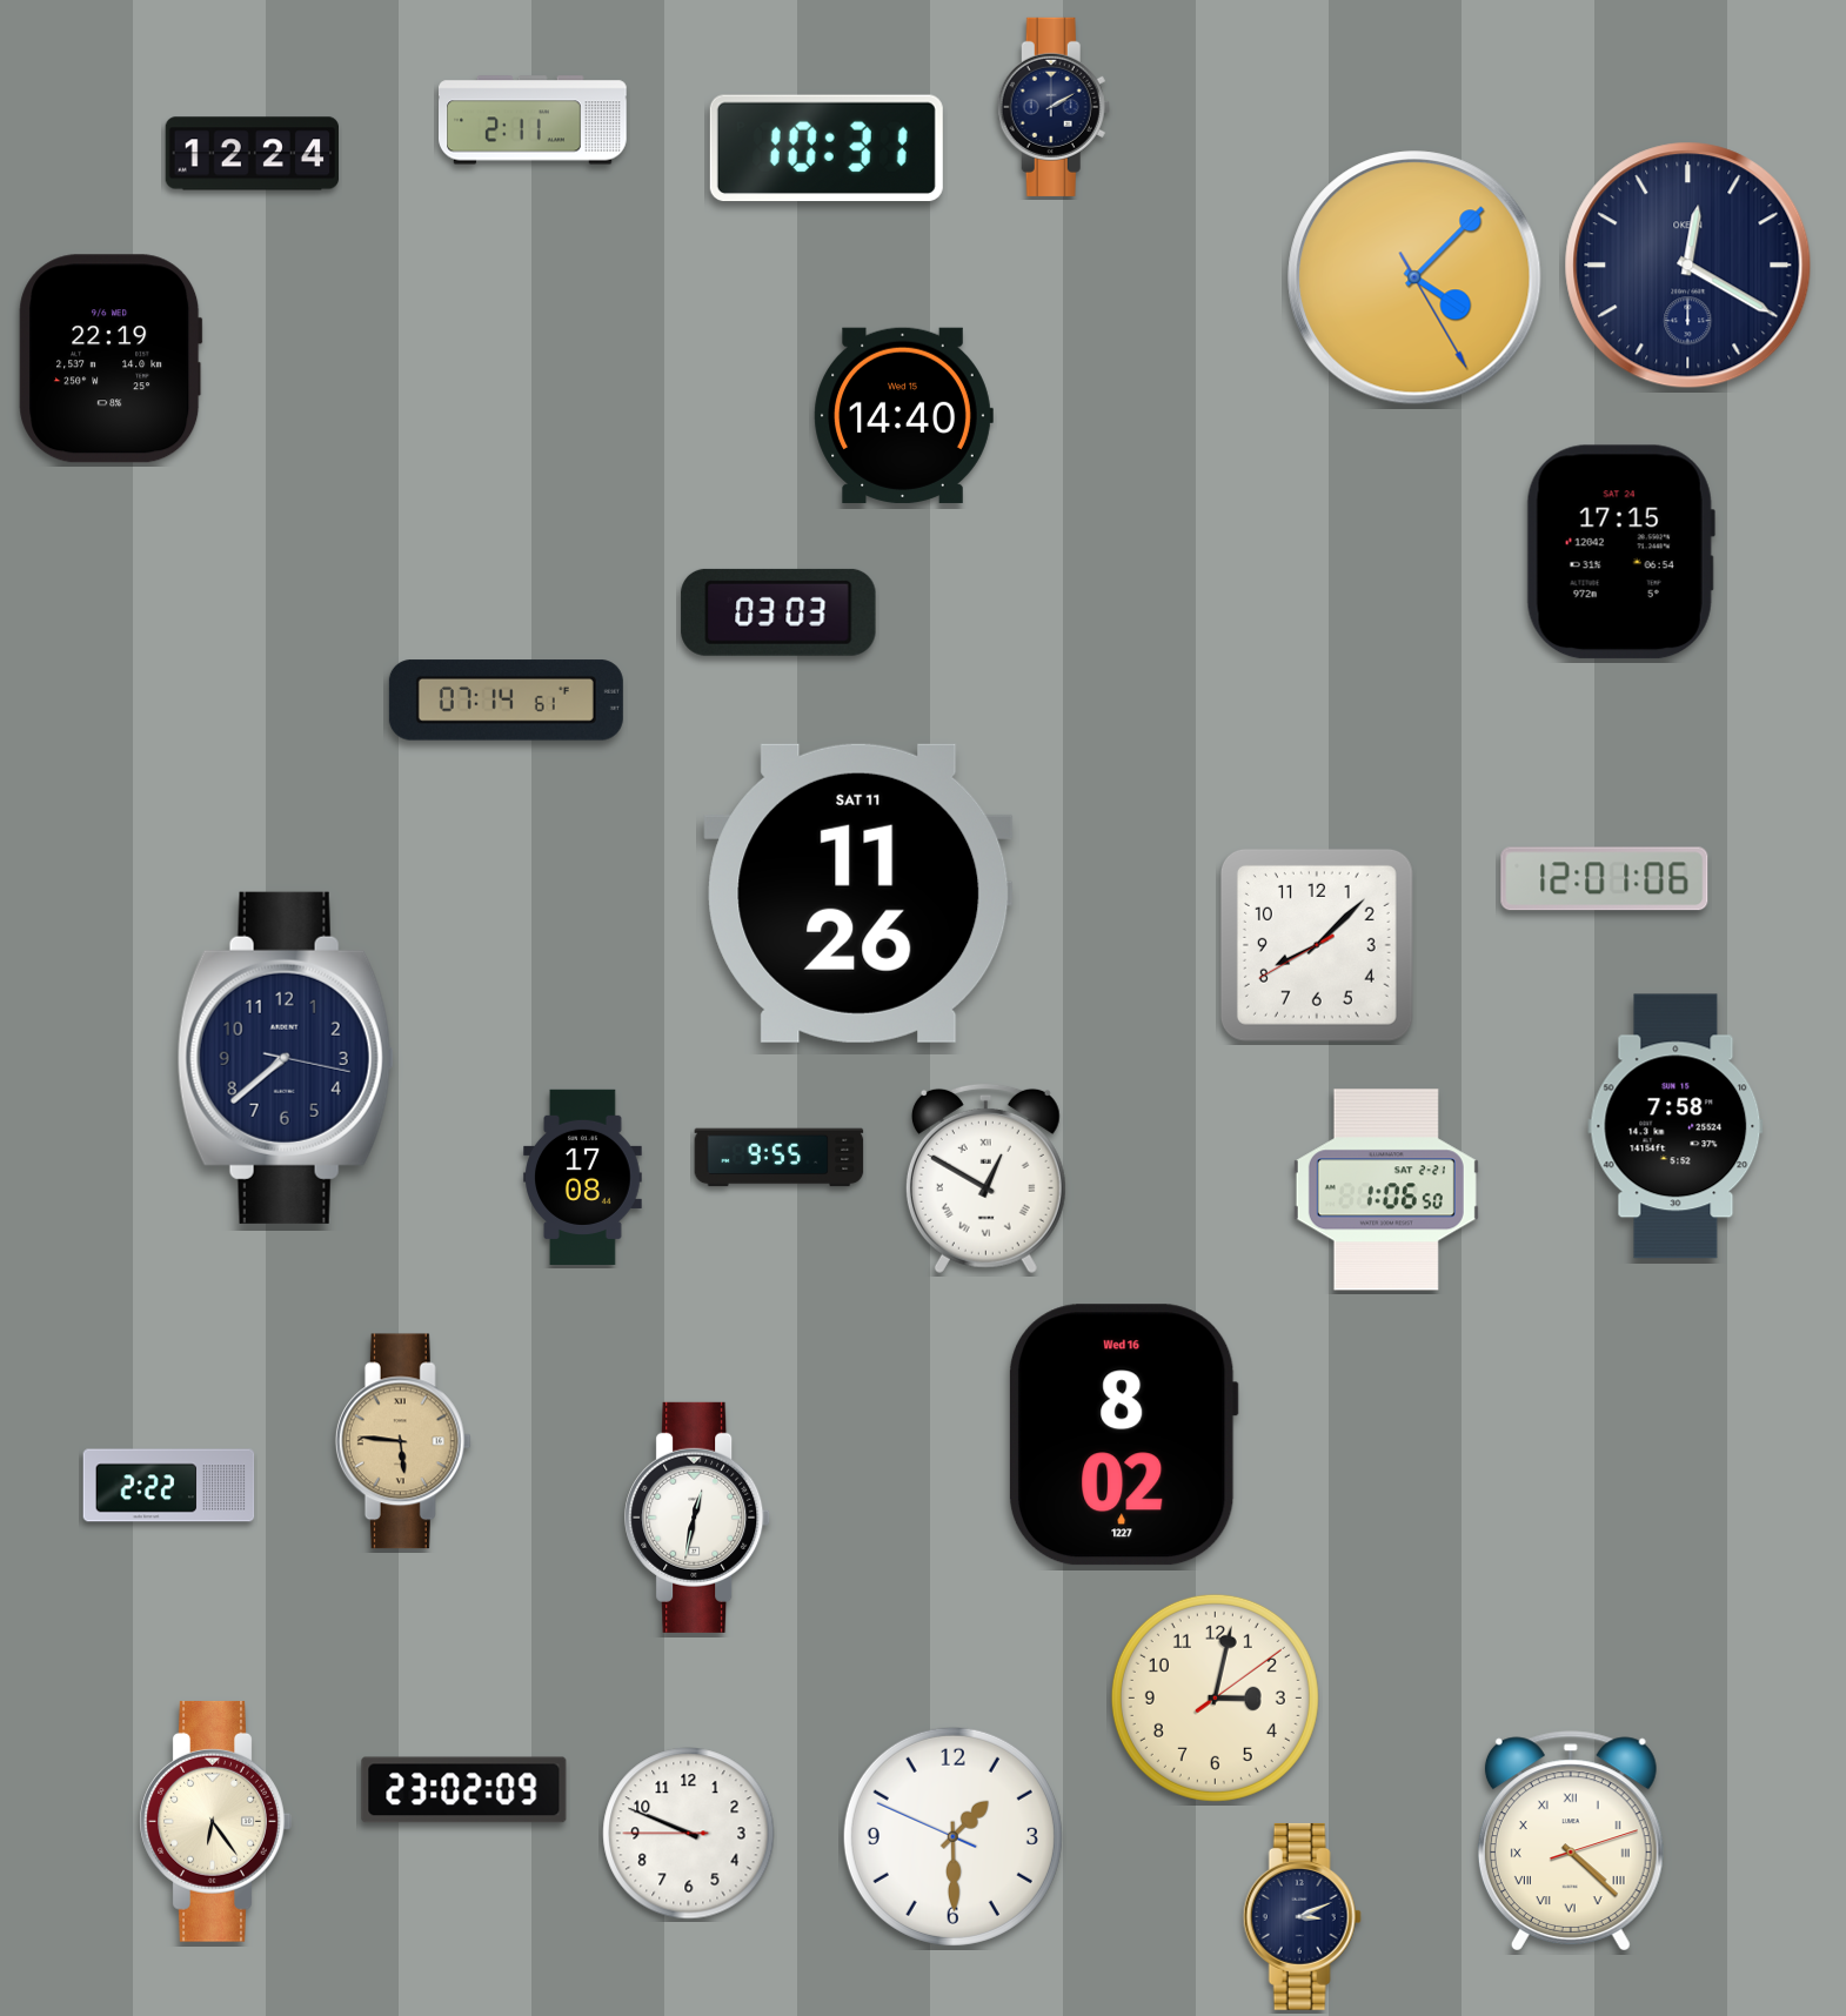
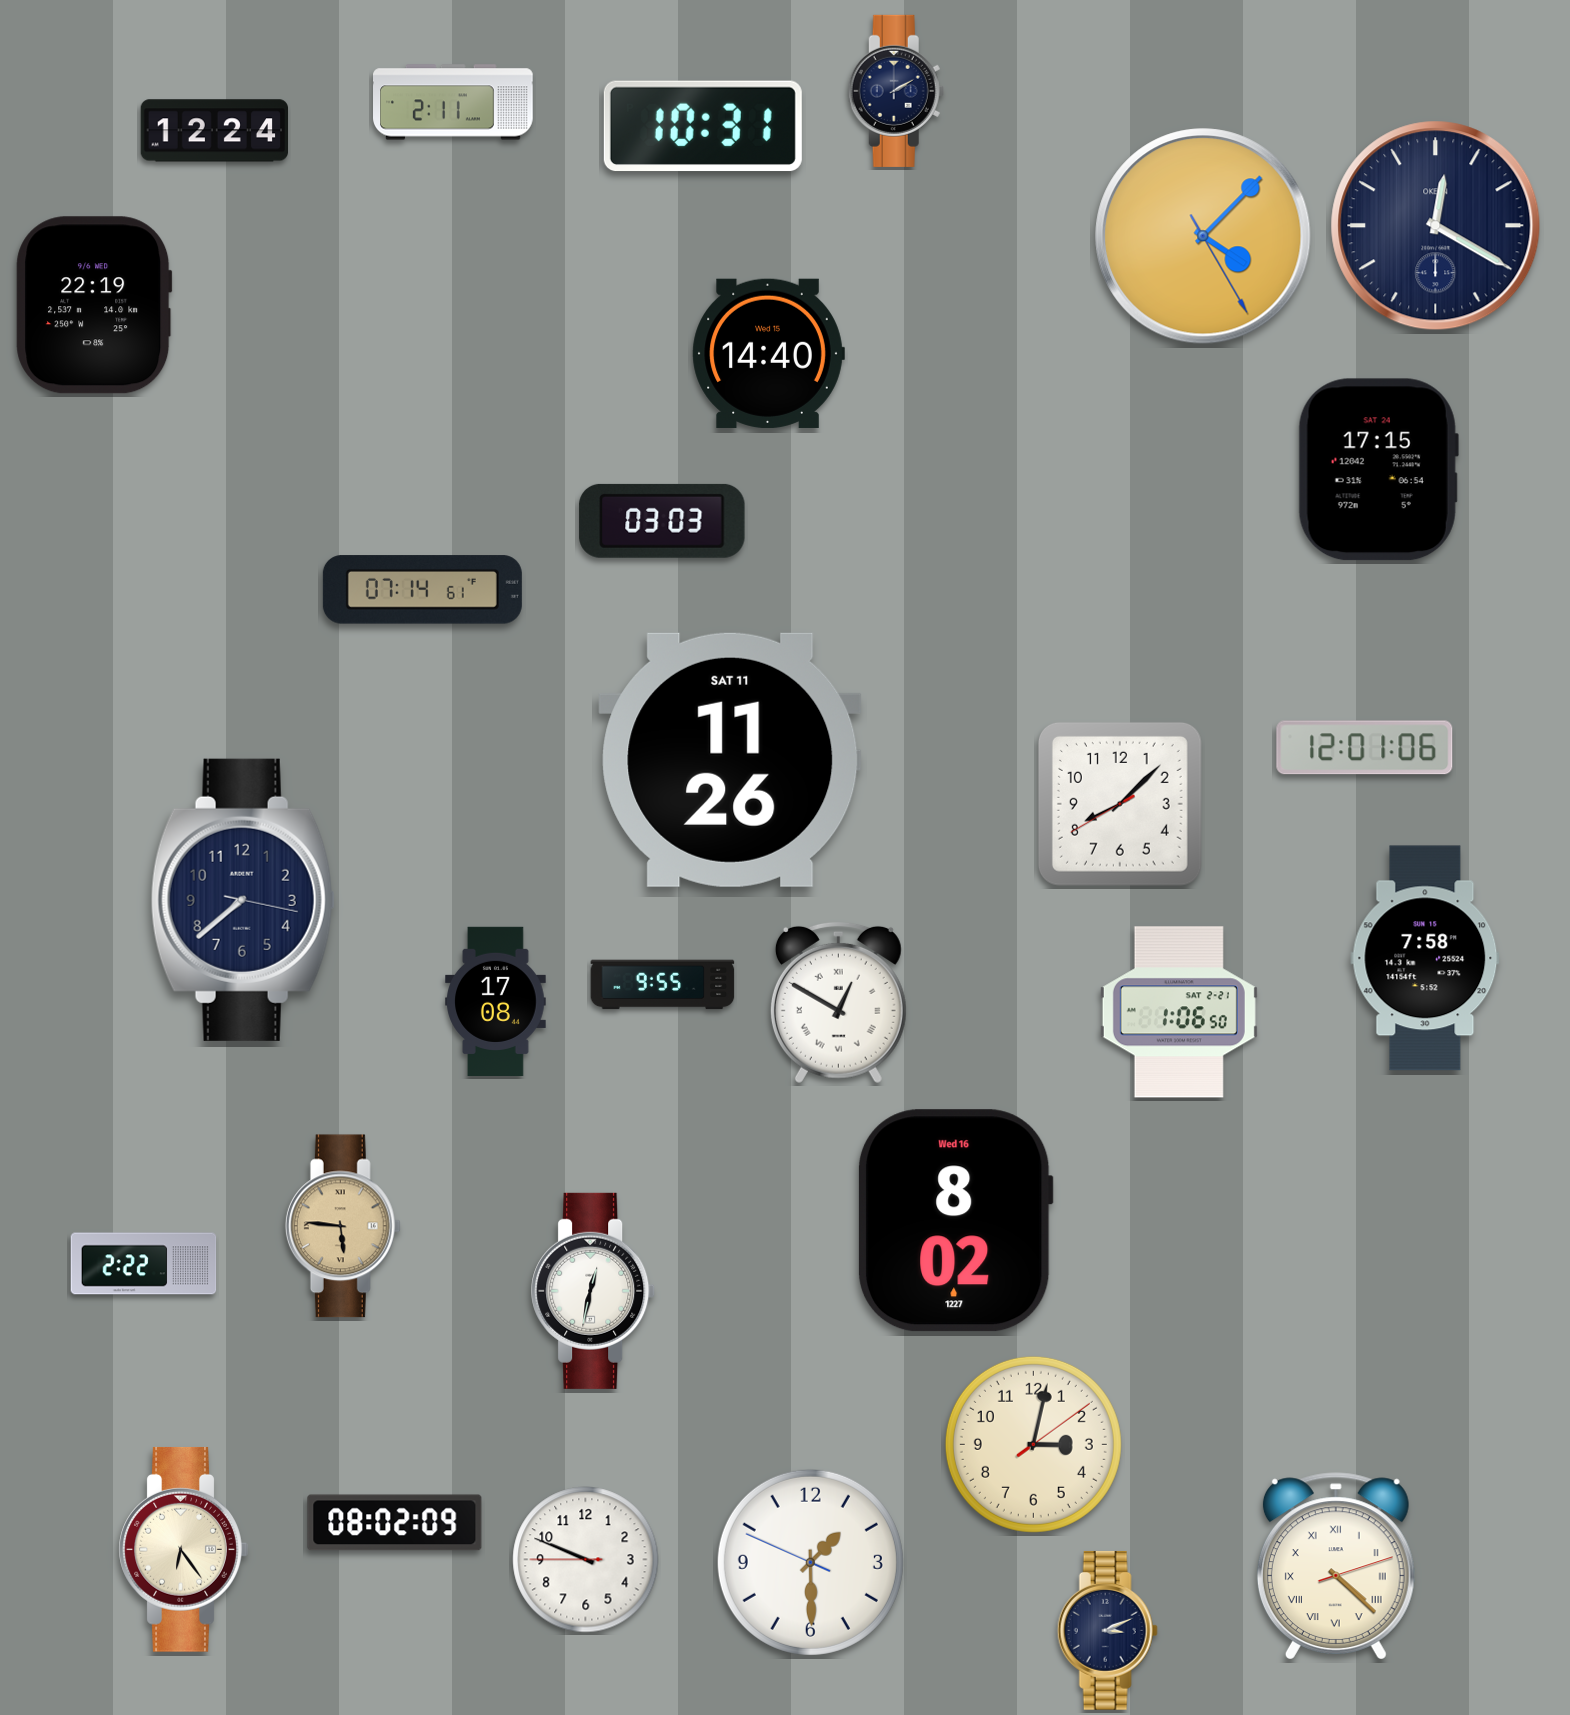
clock at (506, 701) position: (506, 701) -> (422, 590)
clock at (464, 1790): 23:02 -> 08:02
